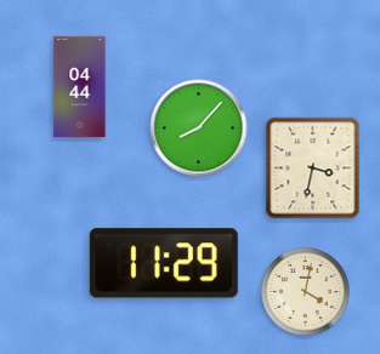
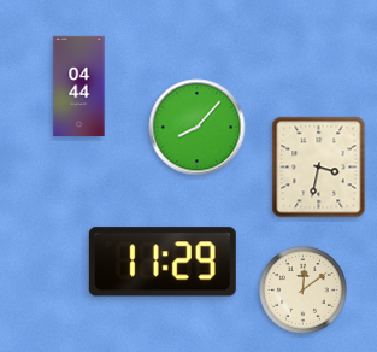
clock at (313, 169) position: (313, 169) -> (319, 168)
clock at (306, 292): 4:02 -> 12:09
